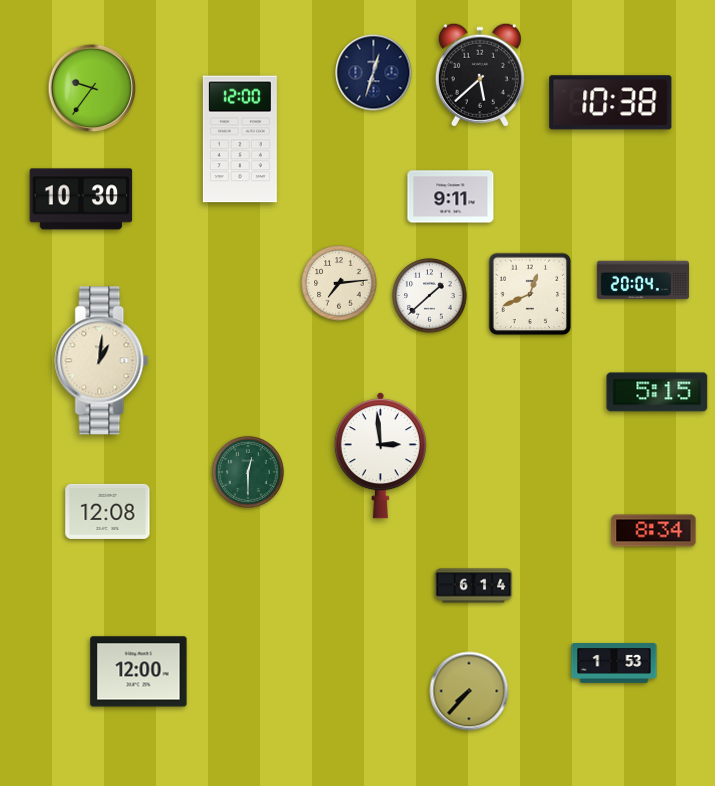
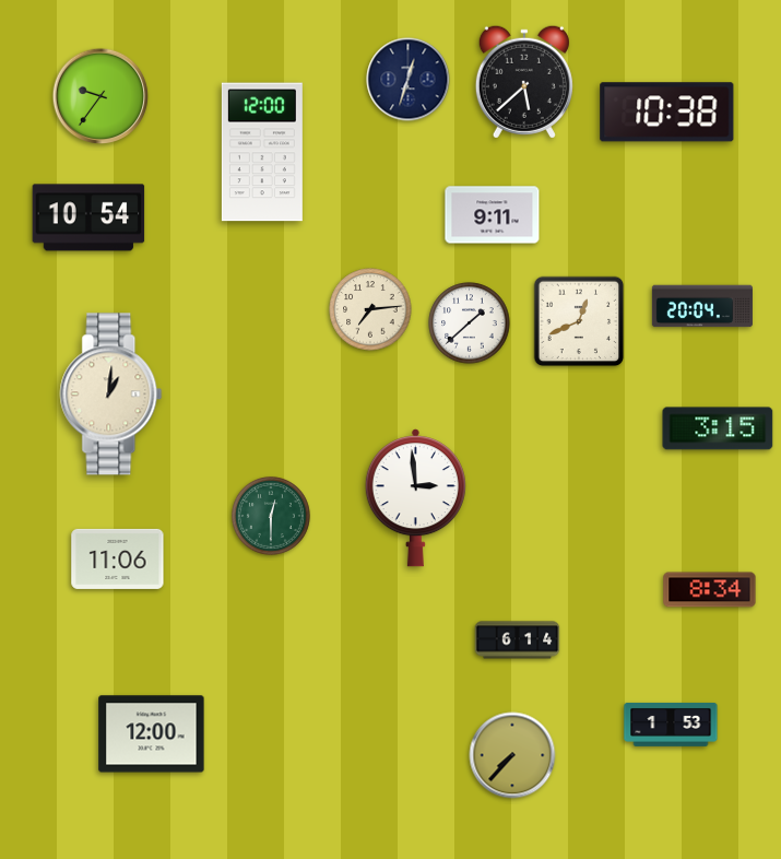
clock at (81, 199): 10:30 -> 10:54
clock at (657, 392): 5:15 -> 3:15
clock at (108, 511): 12:08 -> 11:06
clock at (654, 531) position: (654, 531) -> (710, 590)
